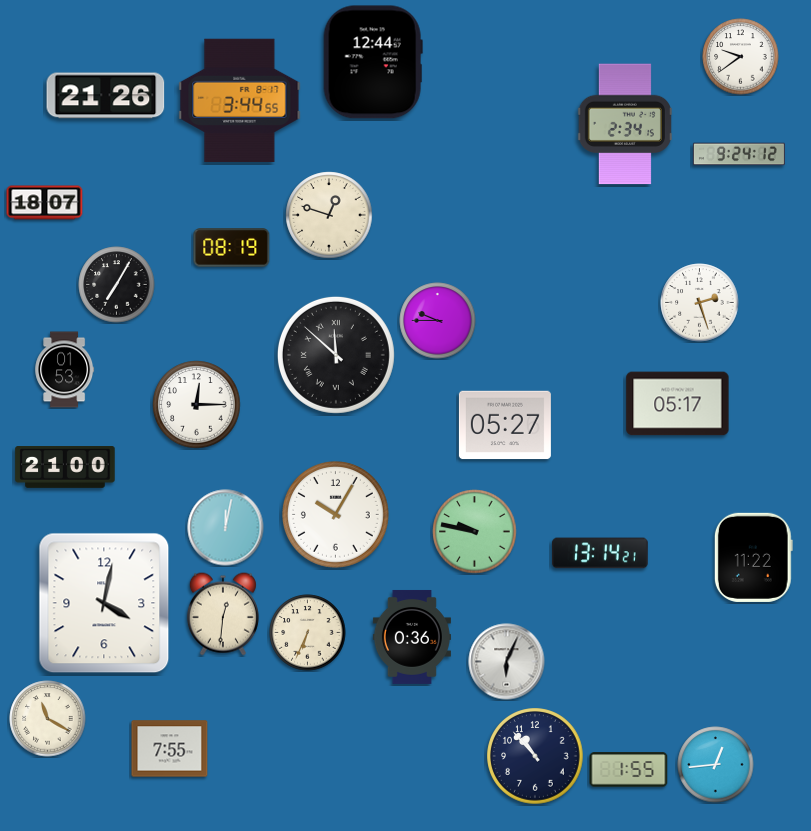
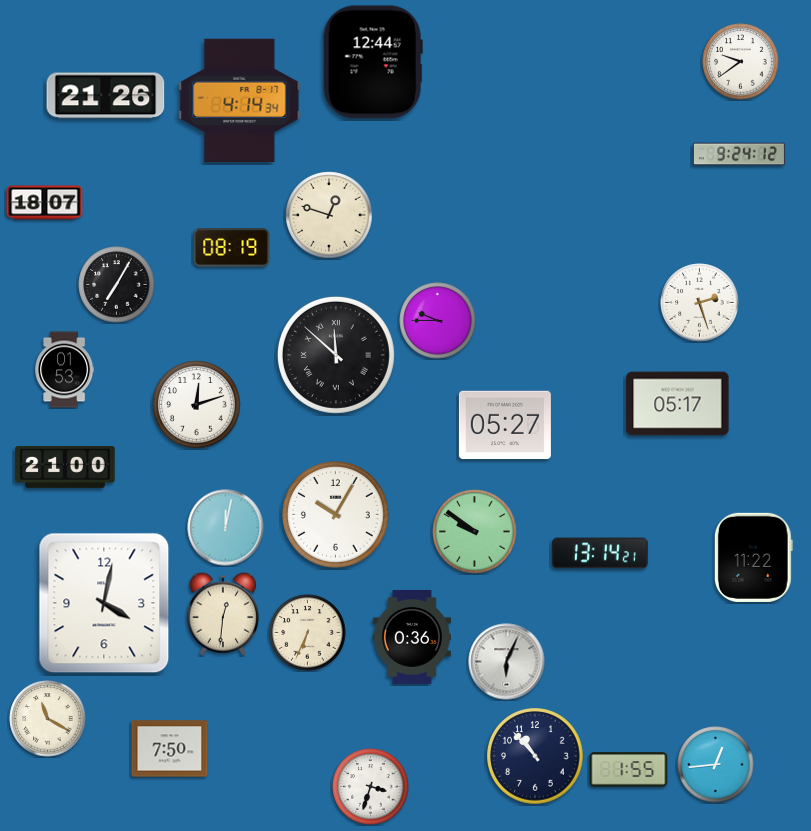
clock at (741, 57) position: (741, 57) -> (741, 62)
clock at (240, 100): 3:44 -> 4:14
clock at (625, 124): 2:34 -> none
clock at (197, 405): 12:15 -> 12:12
clock at (475, 532): 9:47 -> 9:51
clock at (170, 749): 7:55 -> 7:50
clock at (371, 787): none -> 3:33
